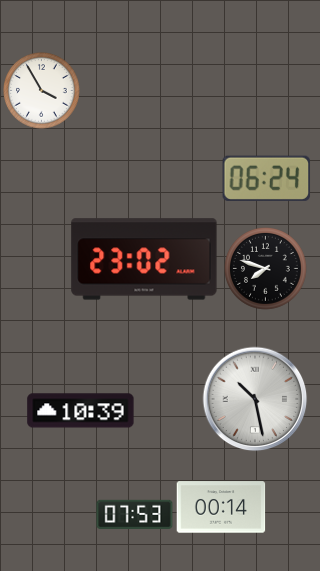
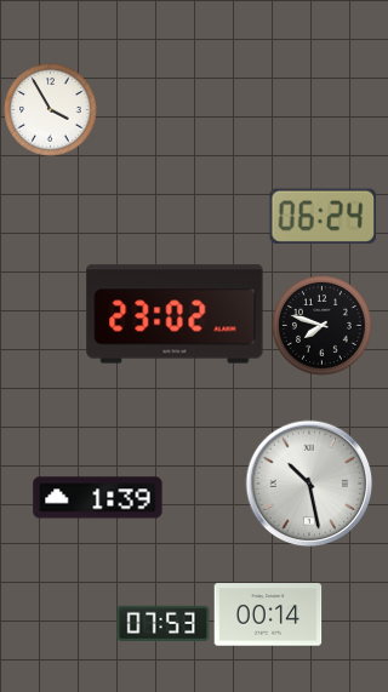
clock at (81, 411): 10:39 -> 1:39
